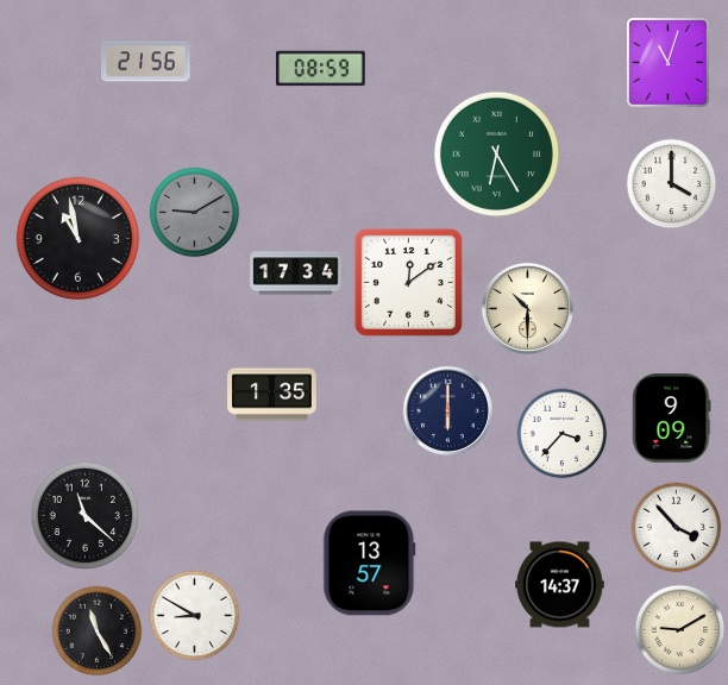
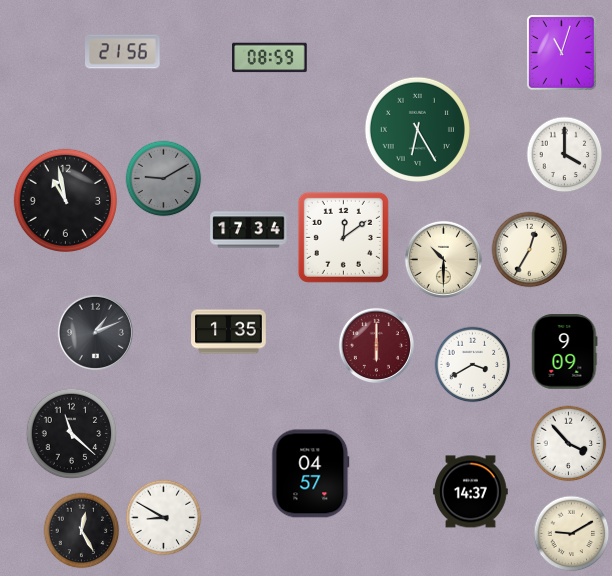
clock at (530, 250): none -> 12:35
clock at (95, 332): none -> 1:11
clock at (447, 410) dial: navy -> burgundy
clock at (563, 434): 3:37 -> 3:40
clock at (370, 564): 13:57 -> 04:57
clock at (680, 630) position: (680, 630) -> (572, 534)
clock at (98, 631): 11:25 -> 12:25
